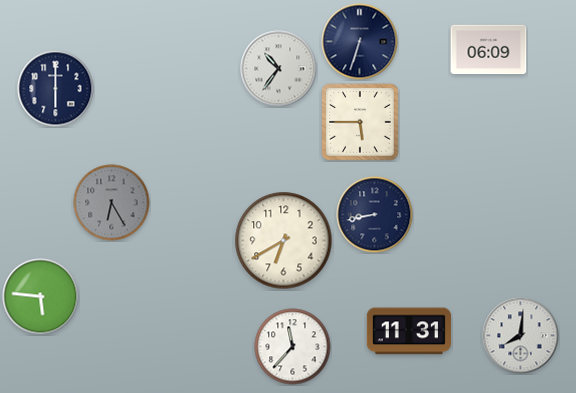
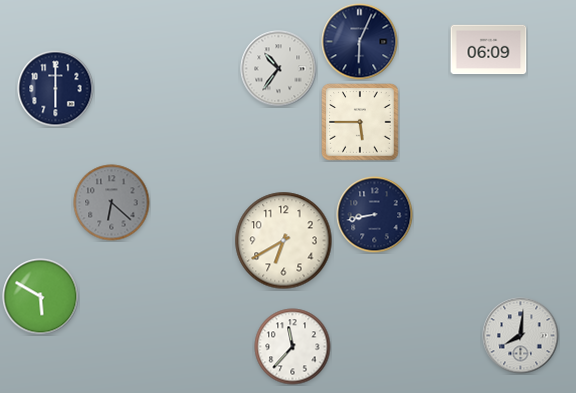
clock at (360, 42): 6:33 -> 6:04
clock at (112, 203): 6:25 -> 6:22
clock at (41, 297): 5:46 -> 5:50
clock at (409, 331): 11:31 -> none
